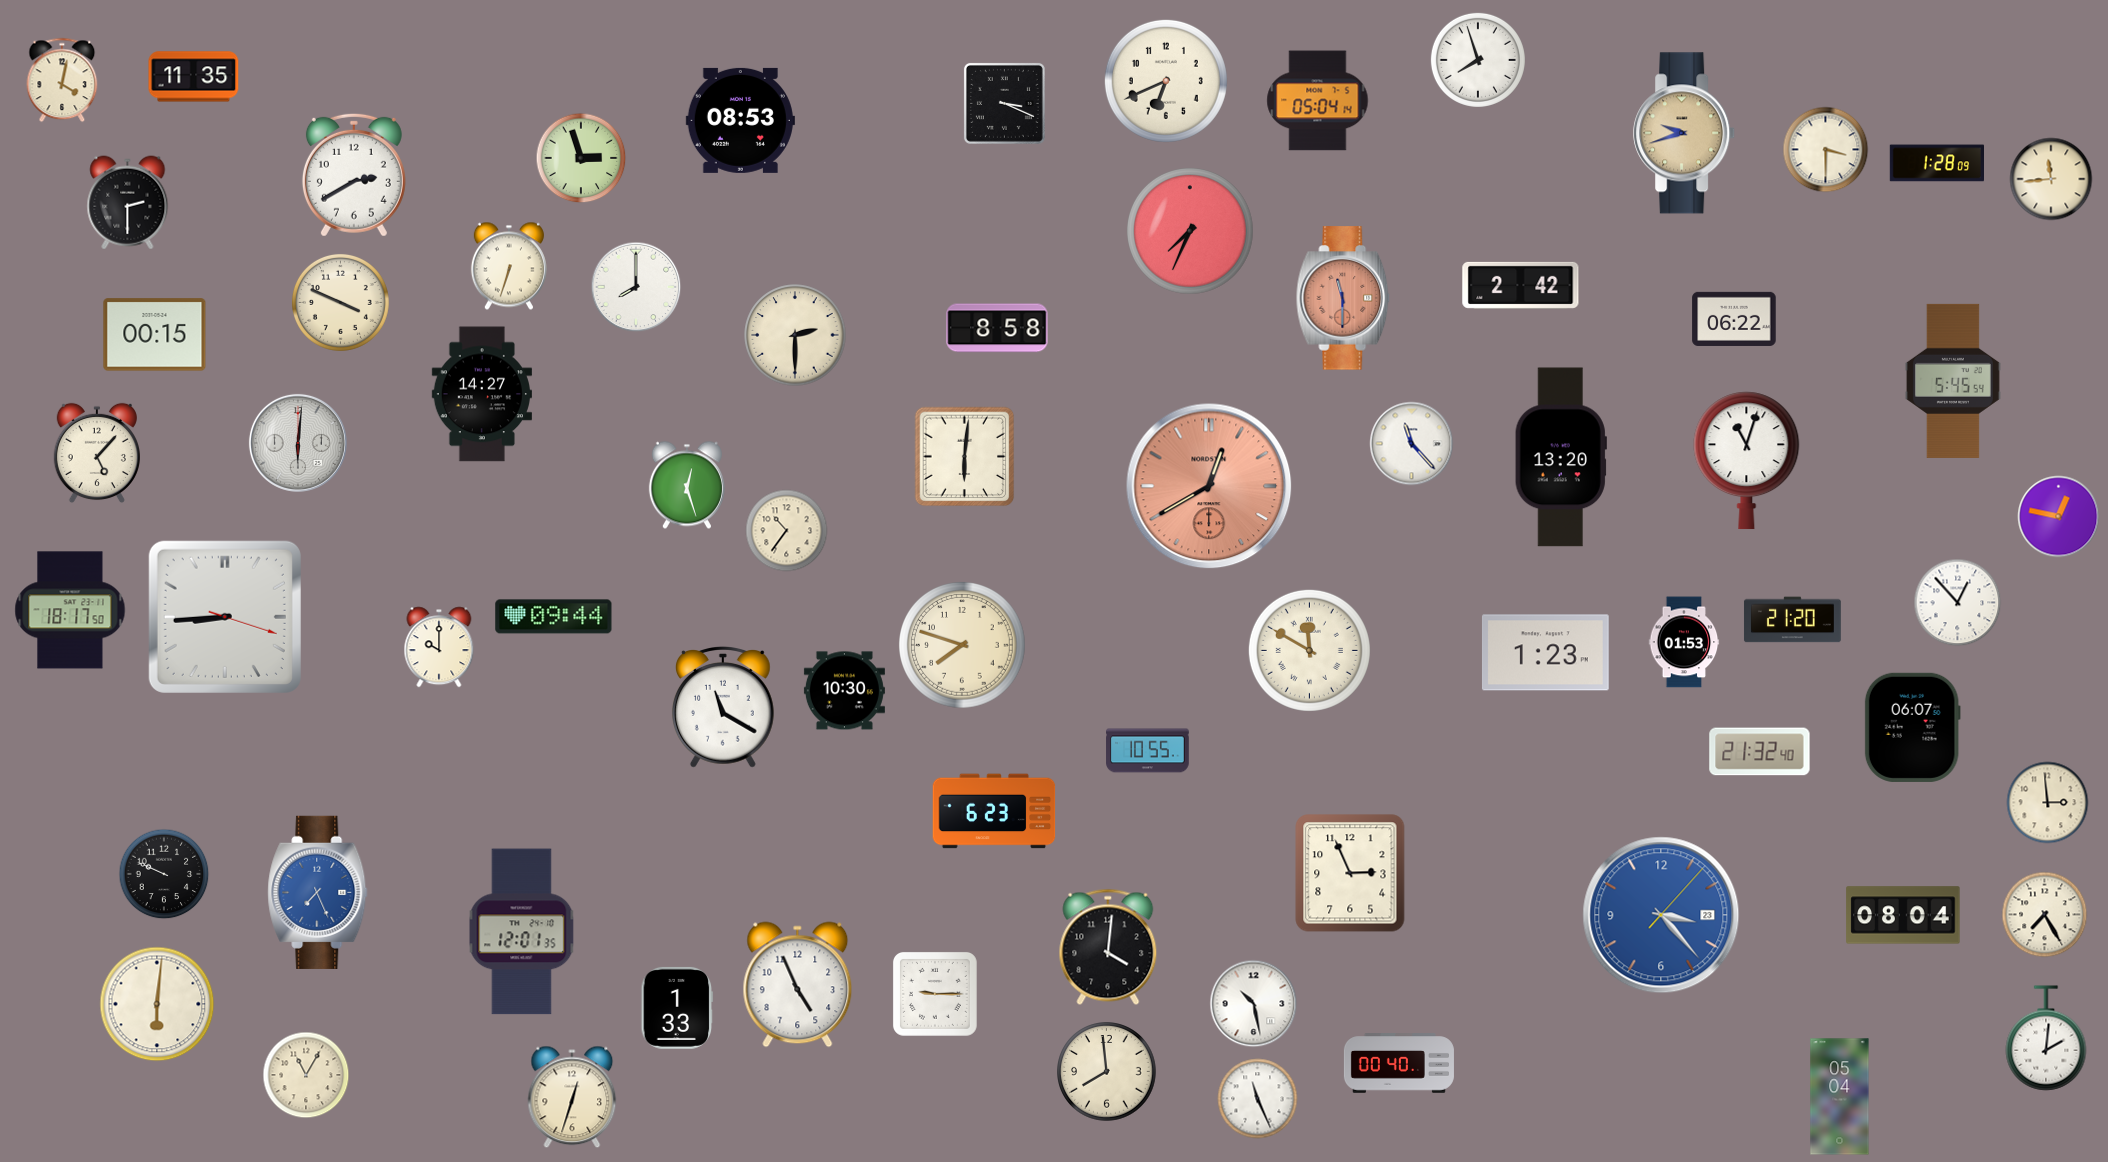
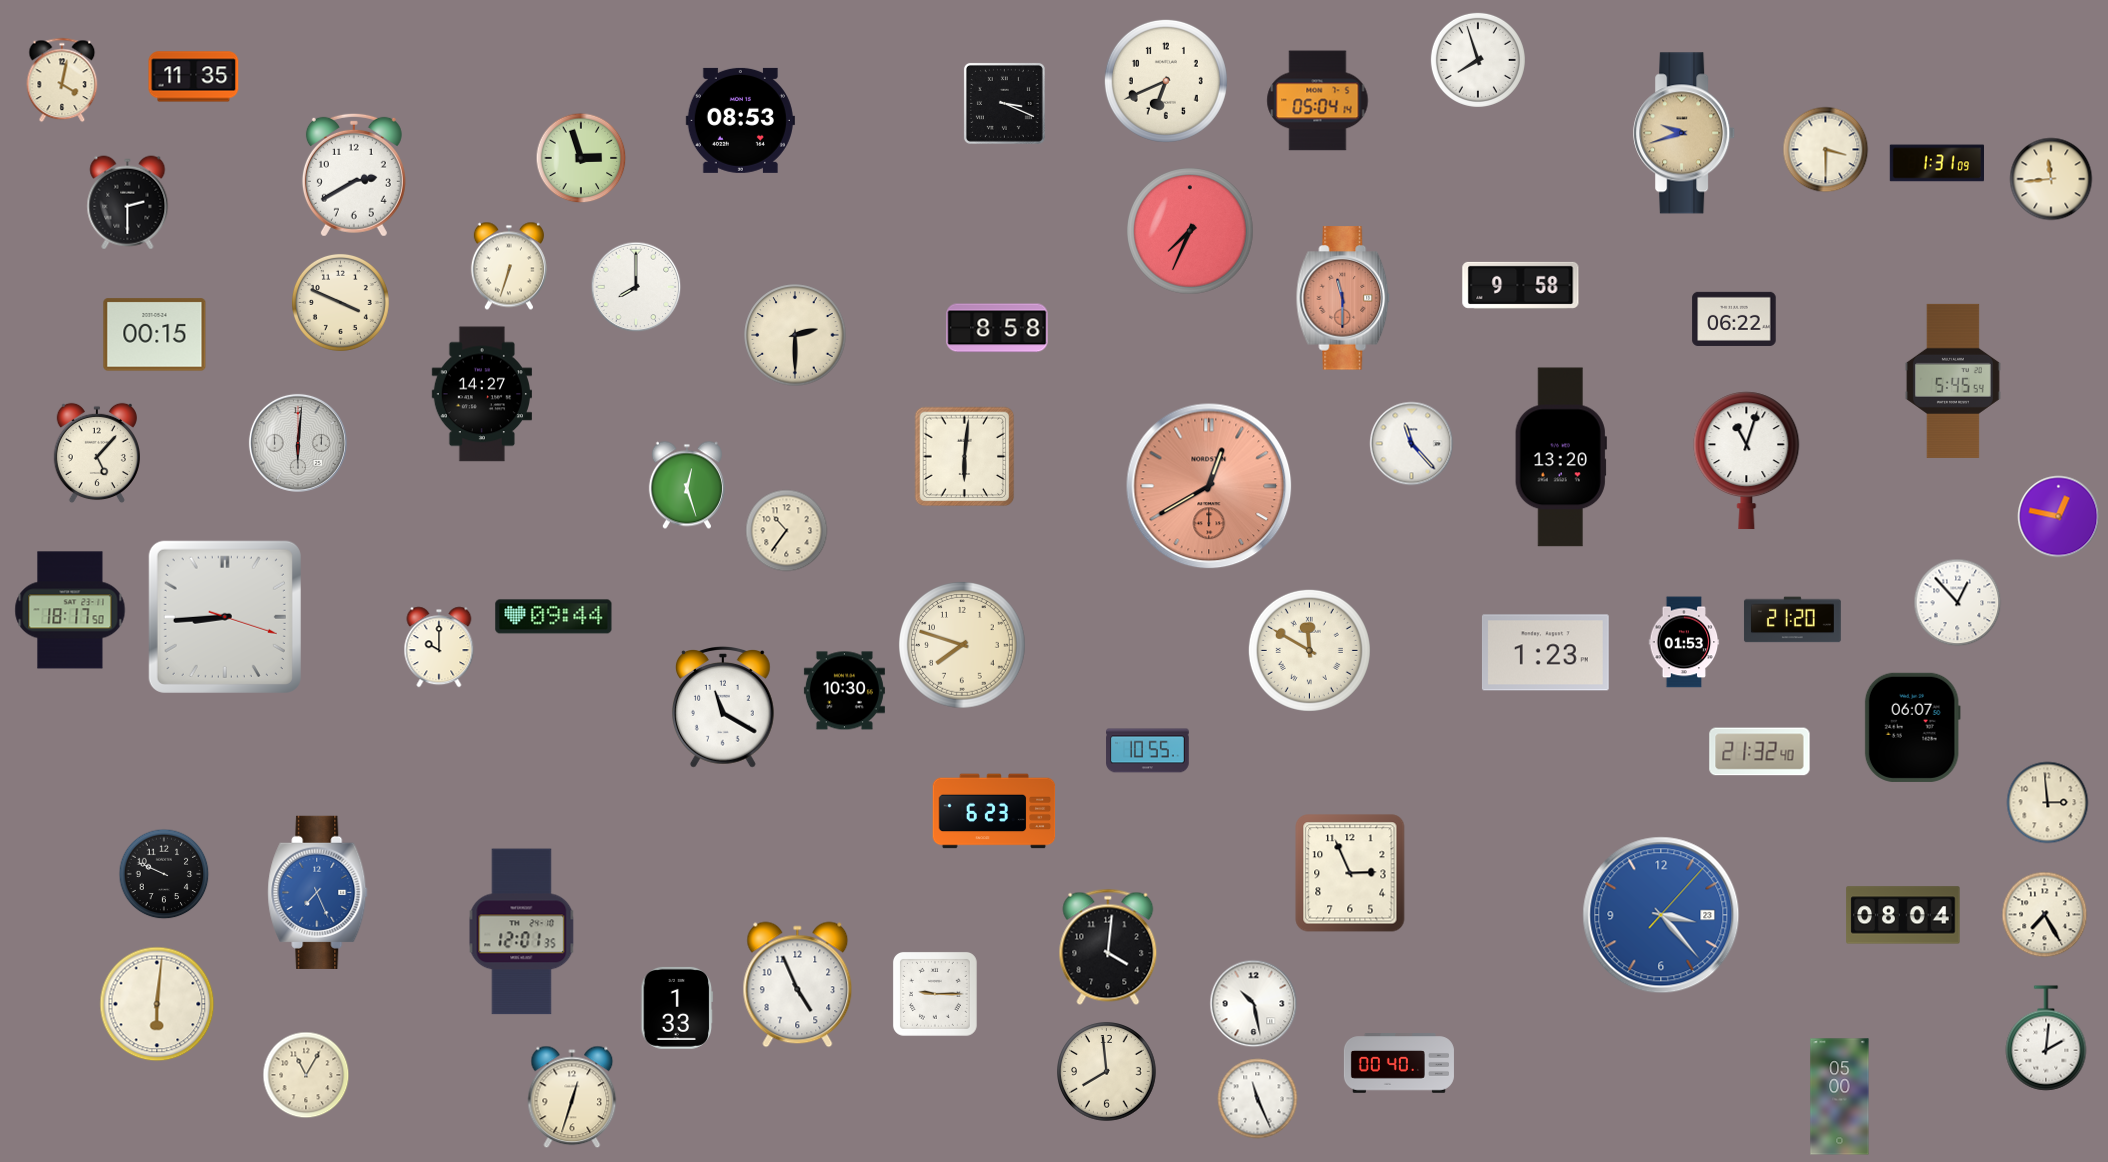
clock at (1936, 163): 1:28 -> 1:31
clock at (1521, 285): 2:42 -> 9:58
clock at (1840, 1097): 05:04 -> 05:00
